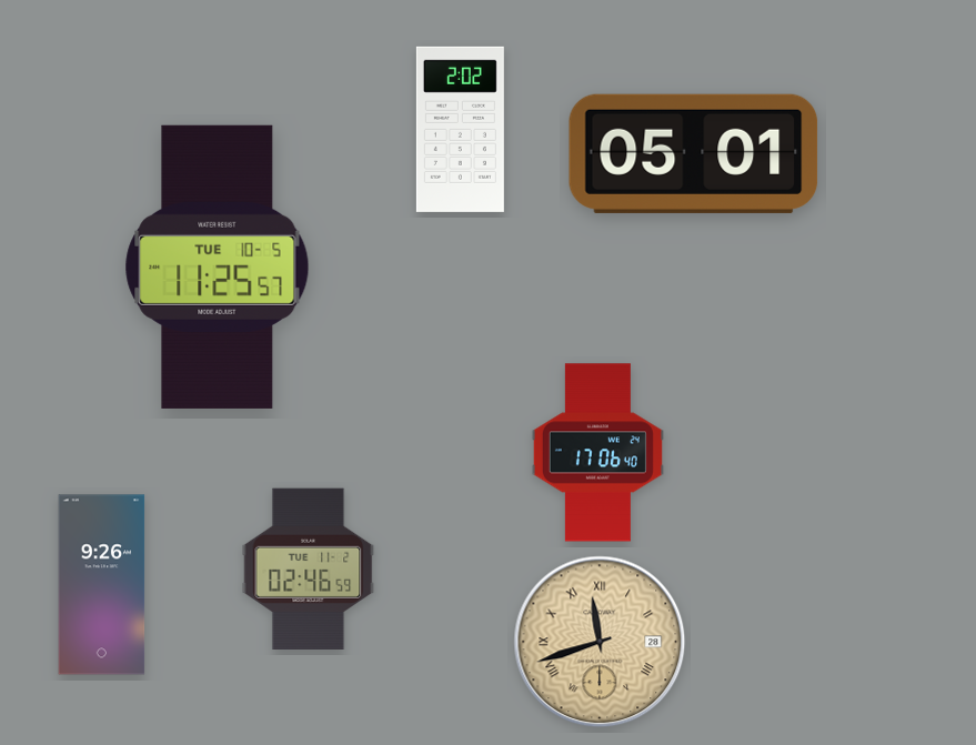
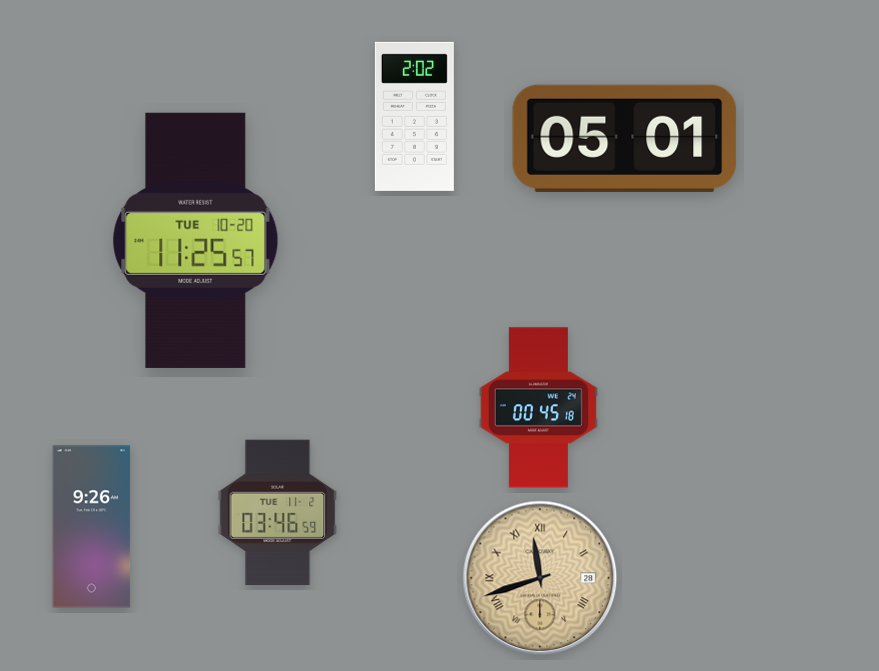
clock at (218, 266) date: TUE 10-5 -> TUE 10-20
clock at (597, 453): 17:06 -> 00:45
clock at (309, 568): 02:46 -> 03:46
